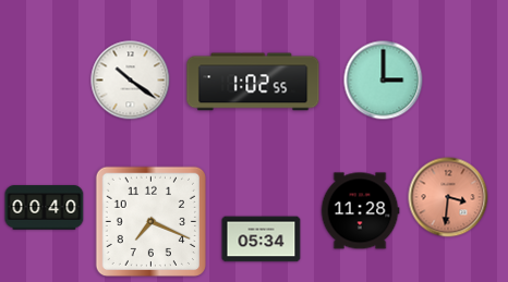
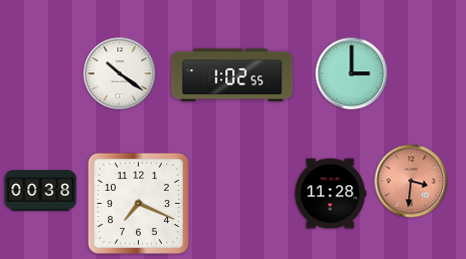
clock at (45, 208): 00:40 -> 00:38
clock at (262, 240): 05:34 -> none
